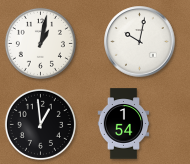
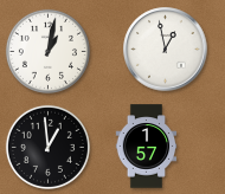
clock at (140, 42): 10:02 -> 12:58
clock at (124, 124): 1:54 -> 1:57
